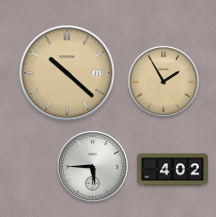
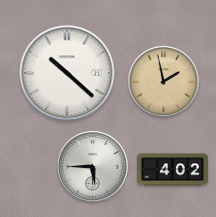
clock at (67, 73) dial: champagne -> white
clock at (163, 81): 1:55 -> 1:58
